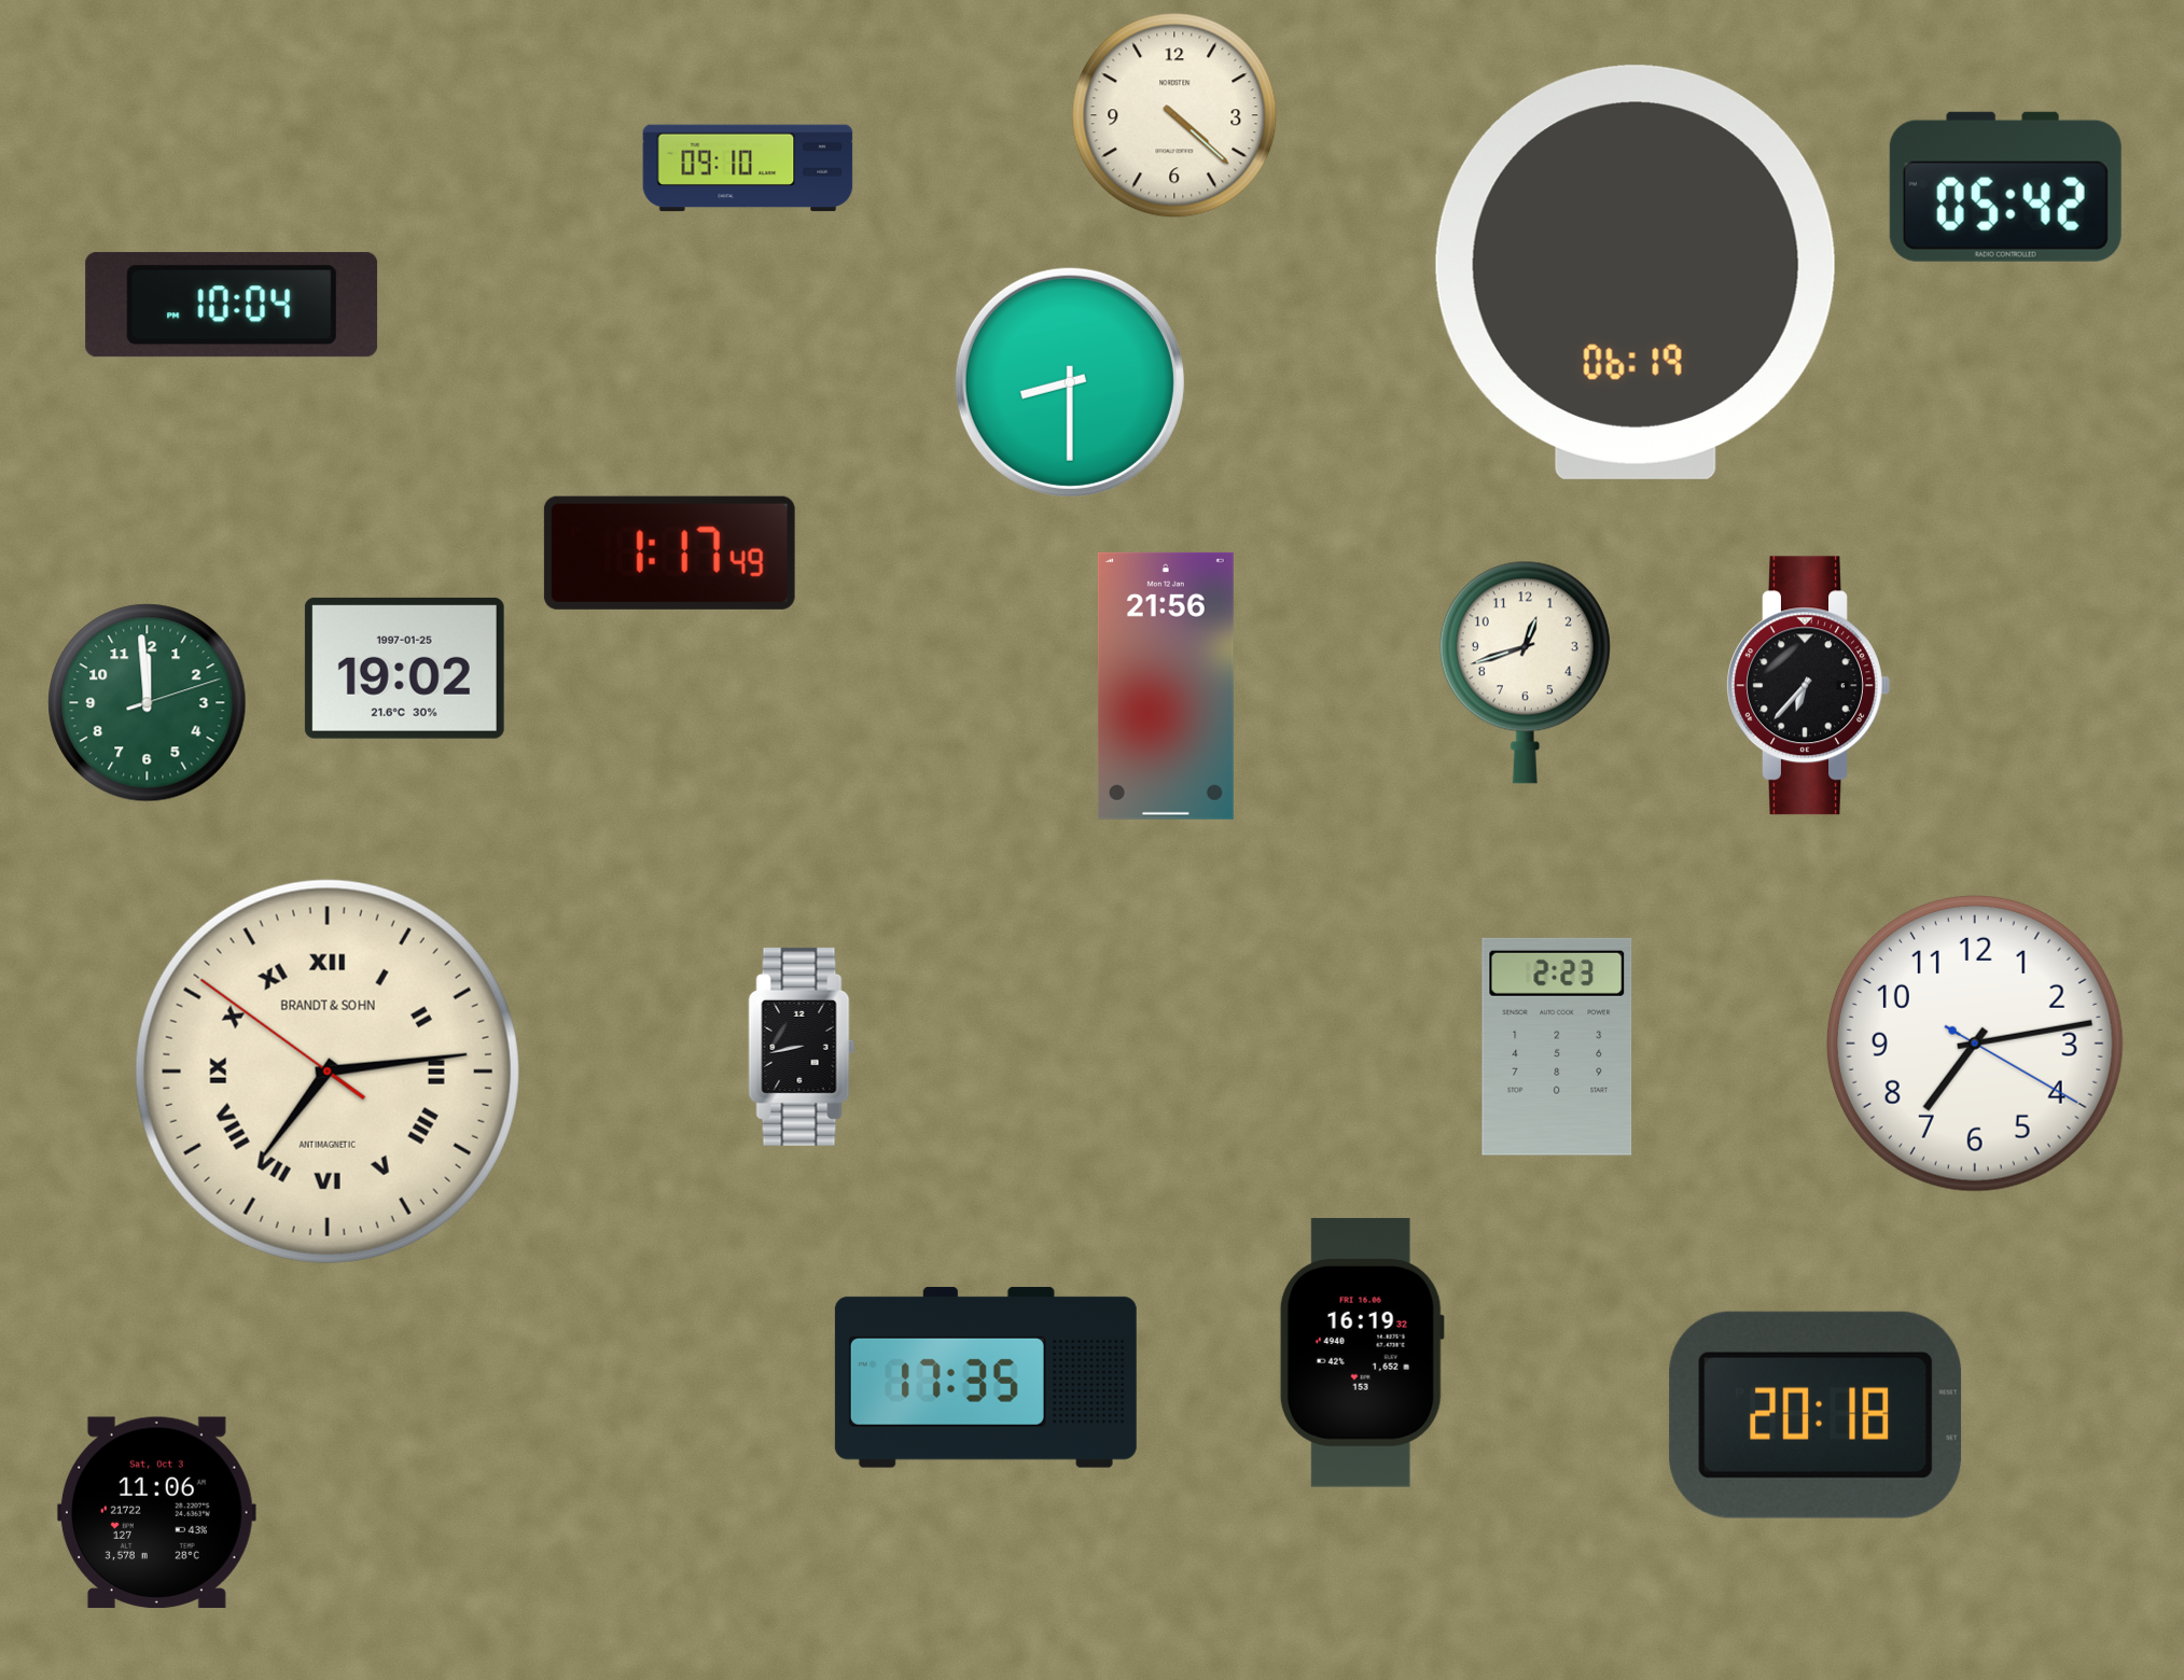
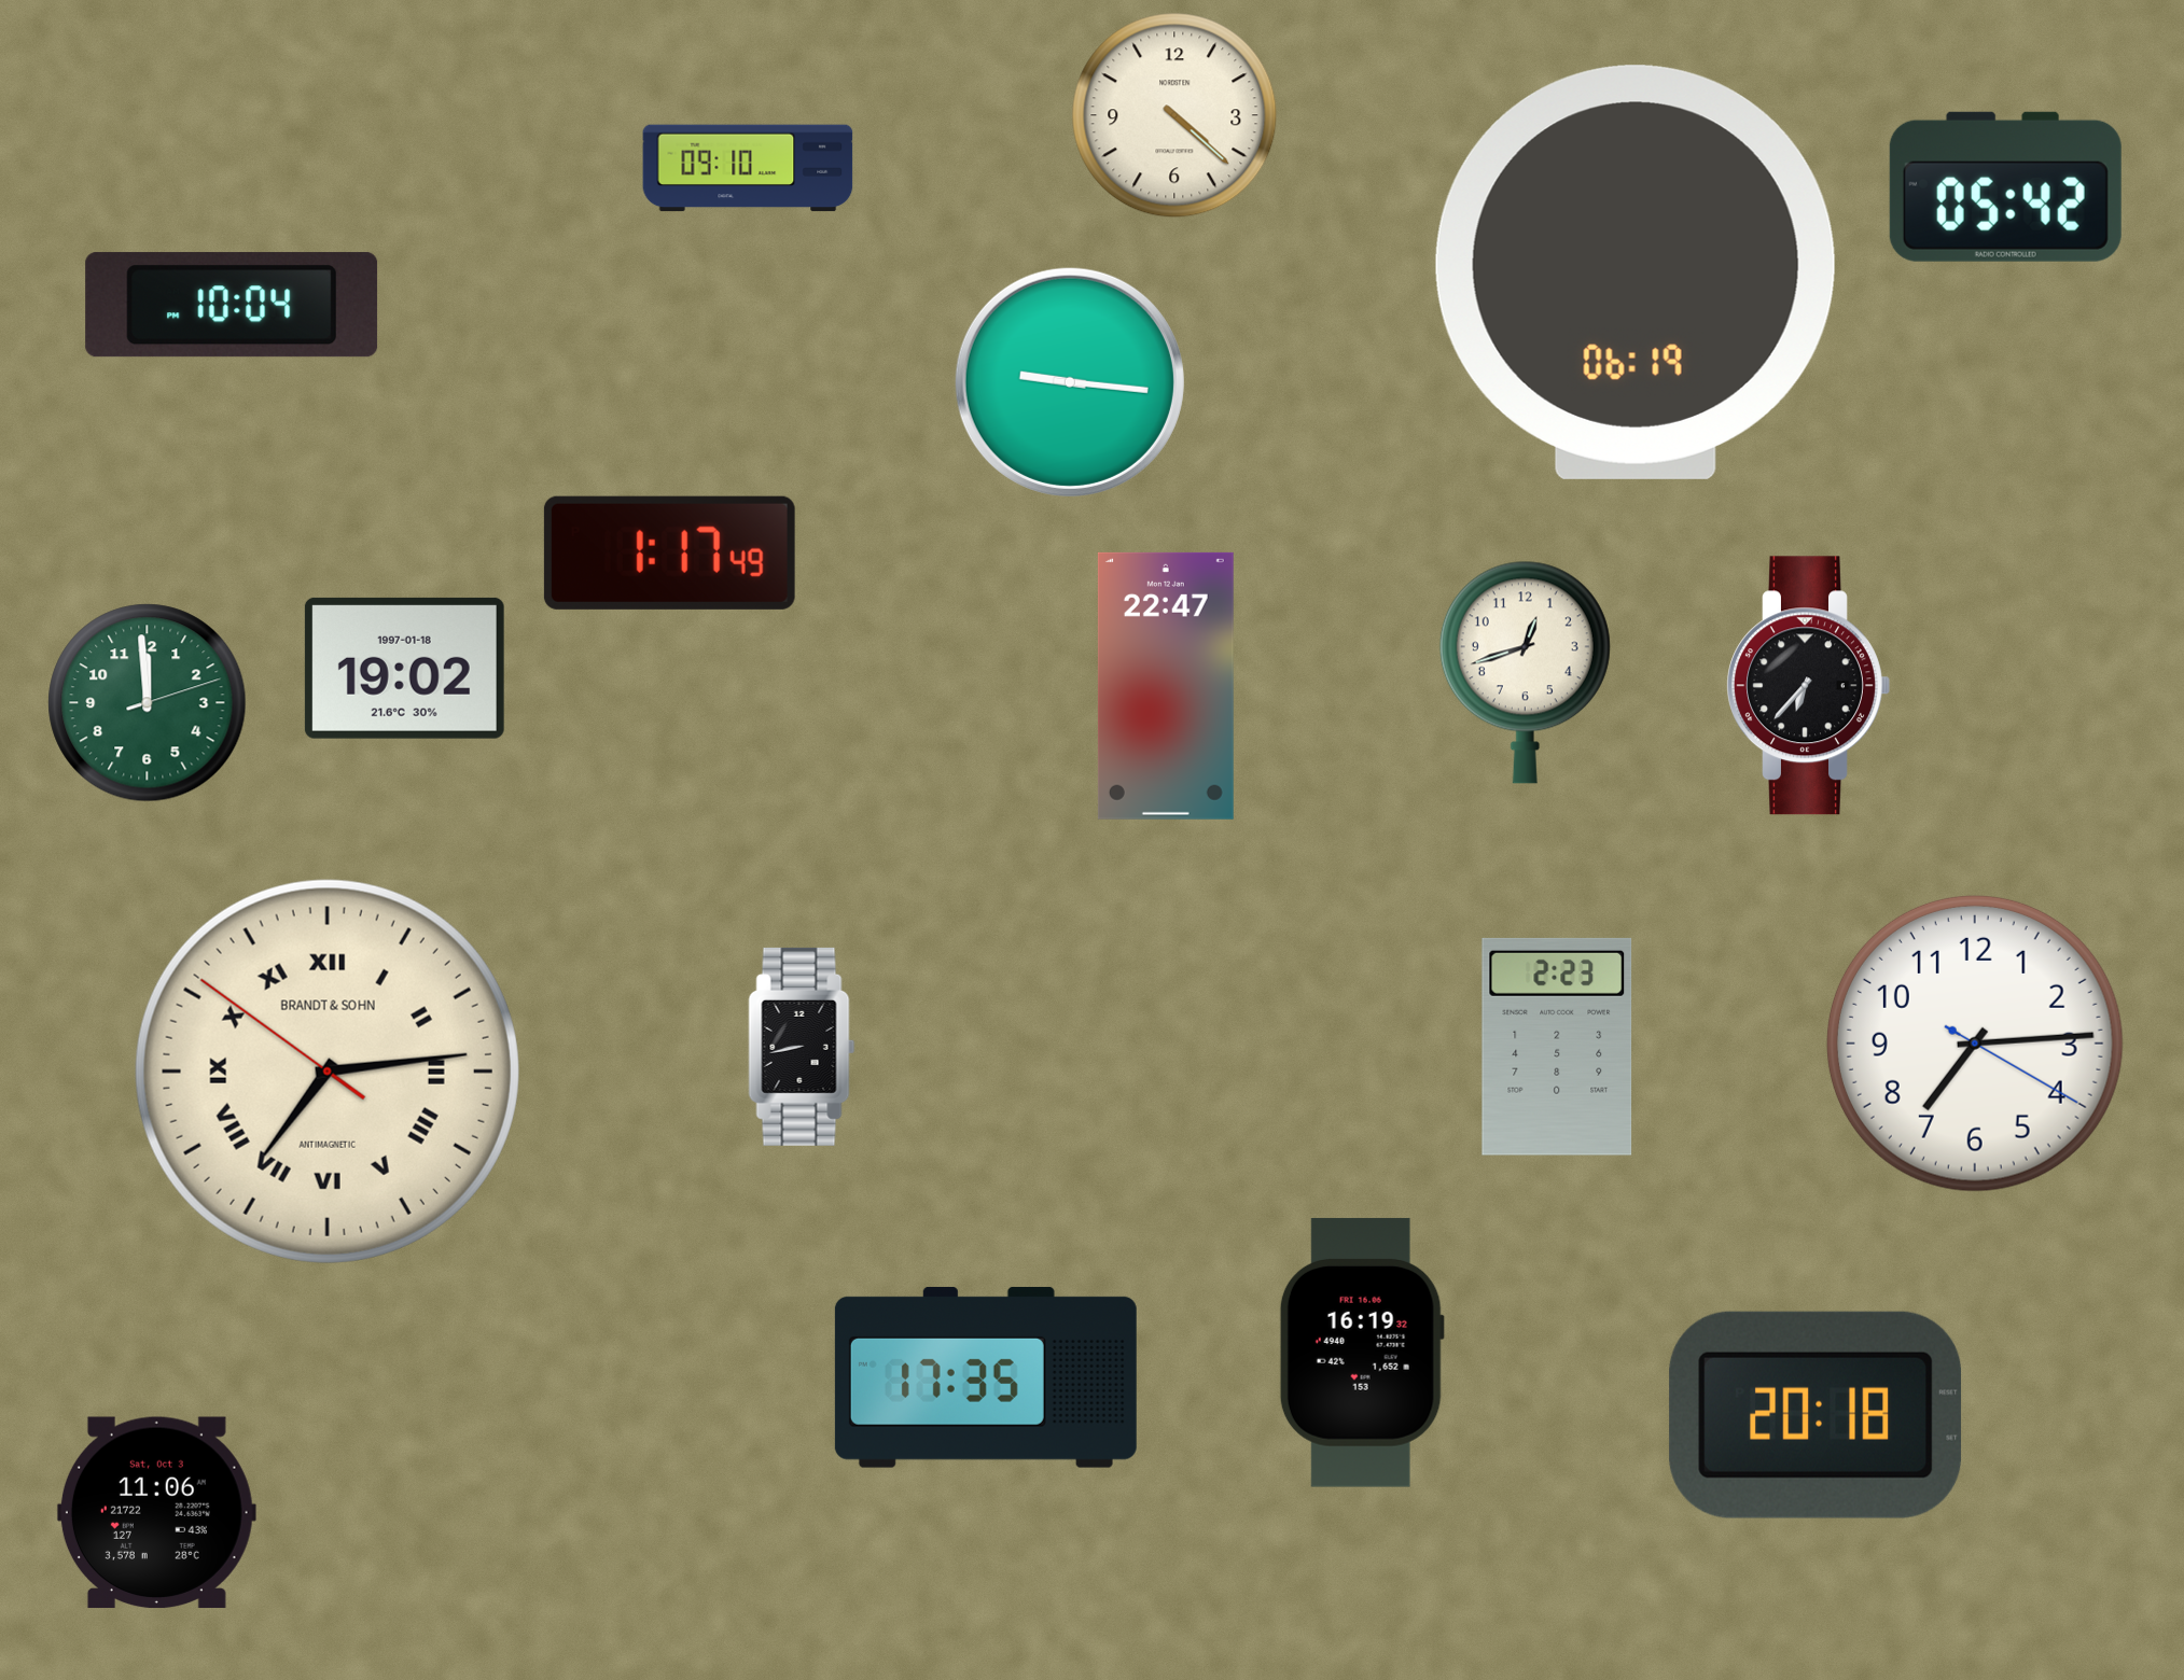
clock at (1070, 382): 8:30 -> 9:16
clock at (404, 668) date: 1997-01-25 -> 1997-01-18
clock at (1166, 686): 21:56 -> 22:47
clock at (1975, 1044): 7:13 -> 7:14
